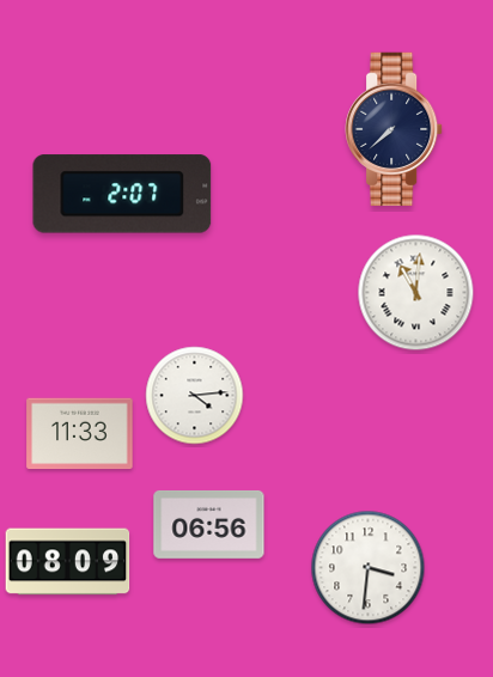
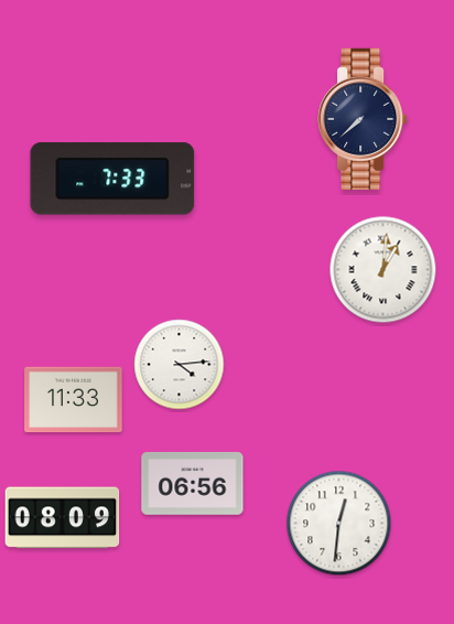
clock at (122, 194): 2:07 -> 7:33
clock at (416, 293): 11:01 -> 1:01
clock at (369, 568): 3:31 -> 12:31
